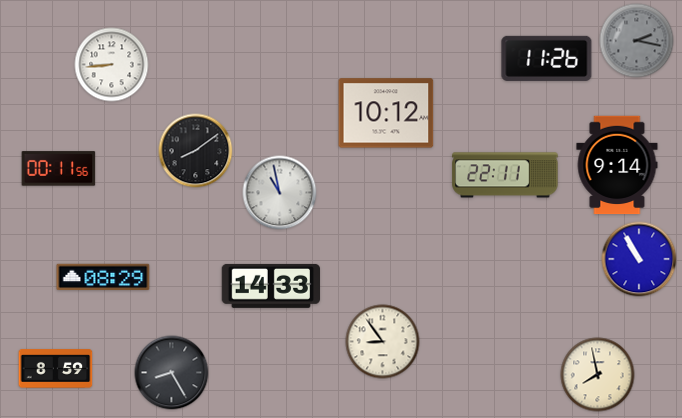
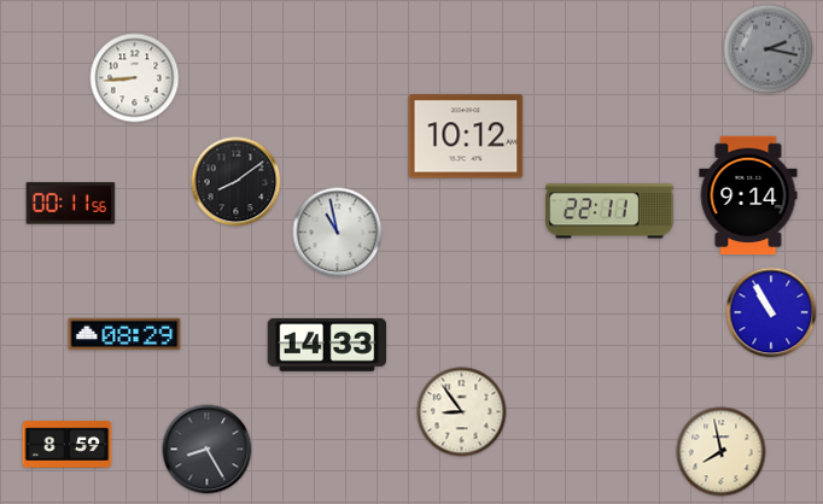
clock at (547, 58): 11:26 -> none
clock at (617, 165) position: (617, 165) -> (748, 195)
